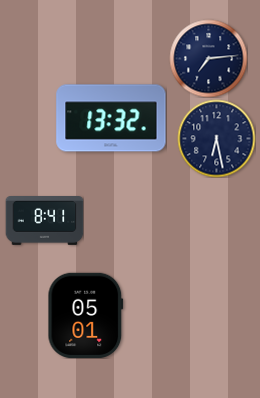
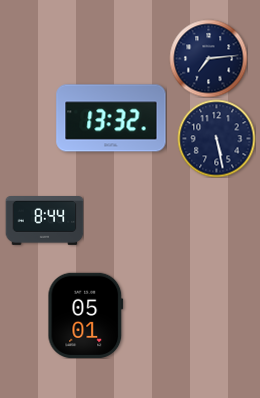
clock at (216, 138): 6:28 -> 5:28
clock at (44, 221): 8:41 -> 8:44
